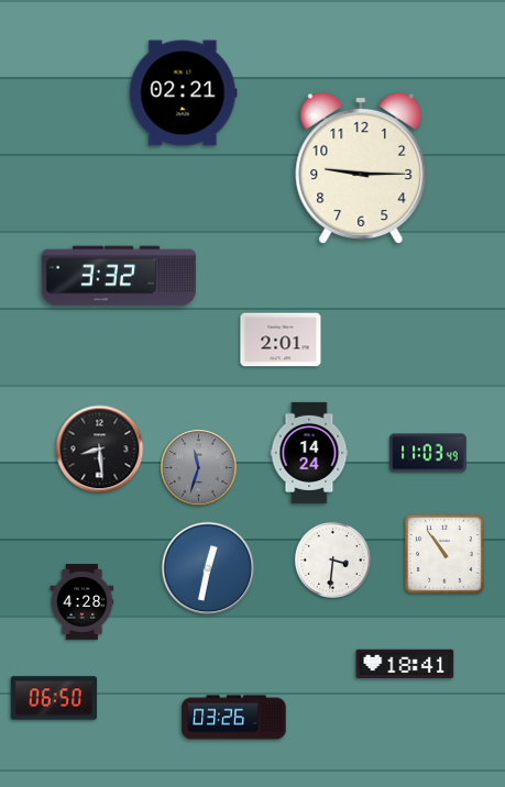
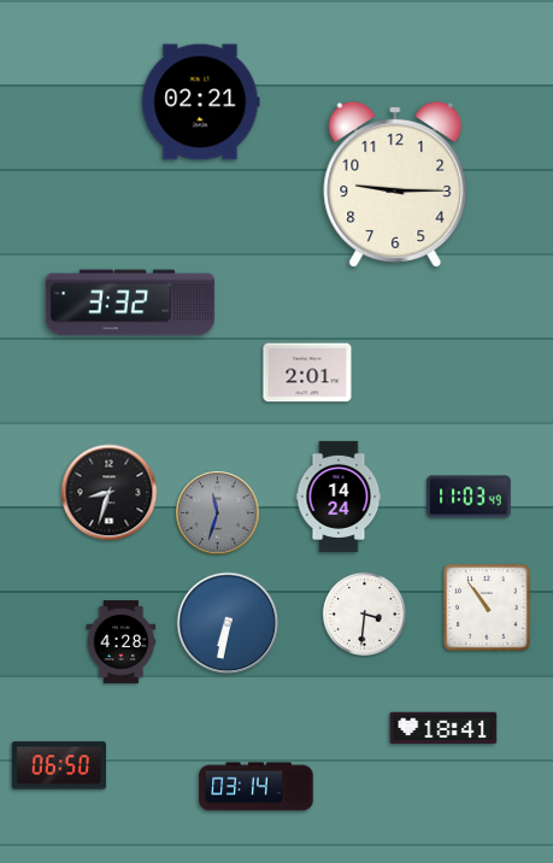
clock at (100, 450): 8:29 -> 8:33
clock at (208, 568): 12:32 -> 6:32
clock at (83, 602) position: (83, 602) -> (122, 642)
clock at (234, 718): 03:26 -> 03:14
